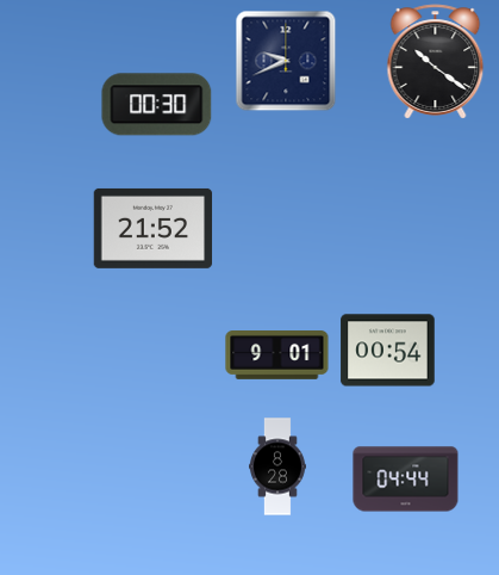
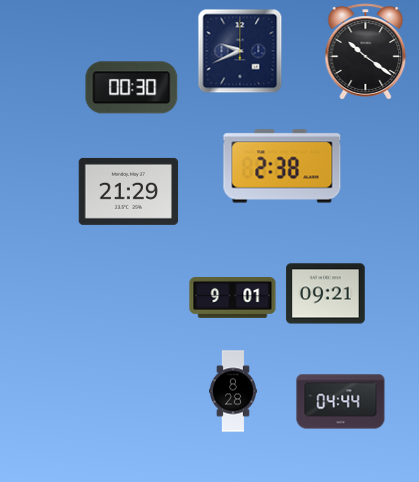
clock at (282, 166): none -> 2:38
clock at (154, 228): 21:52 -> 21:29
clock at (388, 351): 00:54 -> 09:21
